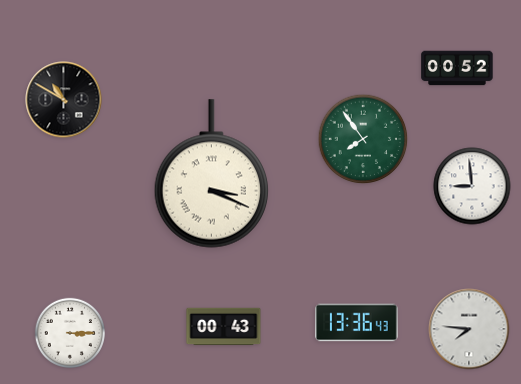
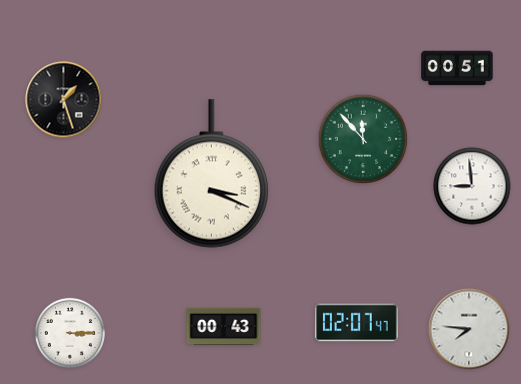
clock at (457, 68): 00:52 -> 00:51
clock at (64, 100): 10:50 -> 1:27
clock at (363, 139): 7:54 -> 11:53
clock at (357, 323): 13:36 -> 02:07
